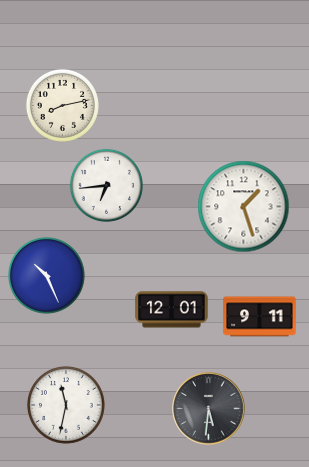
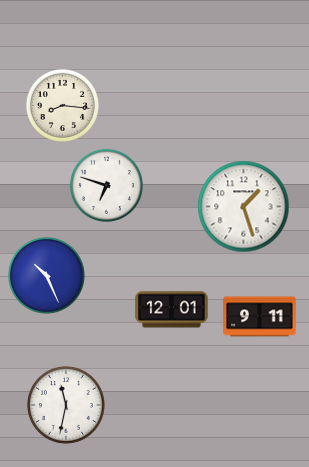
clock at (62, 105): 8:13 -> 8:16
clock at (106, 185): 6:44 -> 6:48
clock at (209, 409): 5:31 -> none
